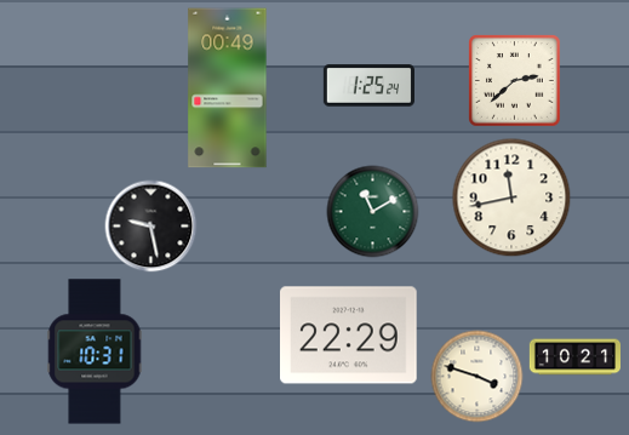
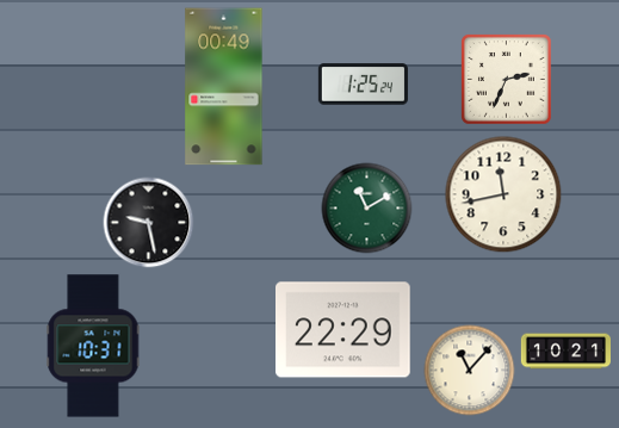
clock at (515, 81): 2:38 -> 2:34
clock at (478, 377): 3:48 -> 11:07
